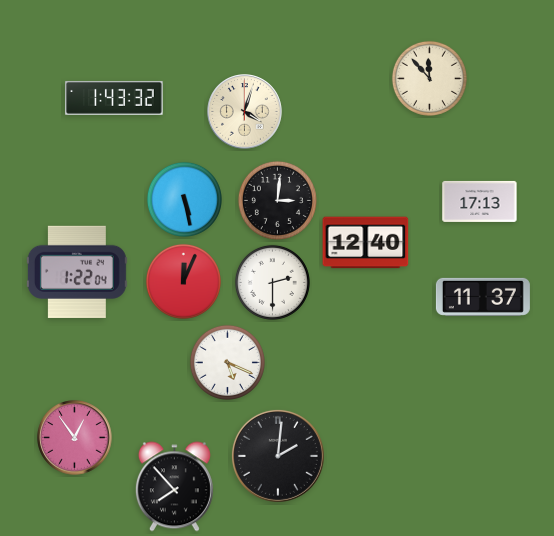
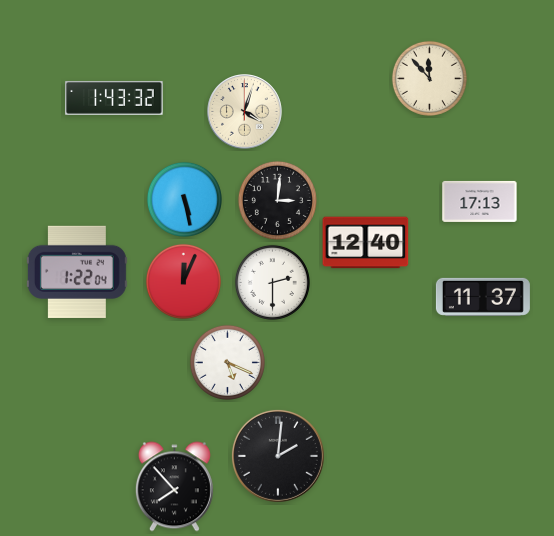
clock at (75, 438): 12:54 -> none
